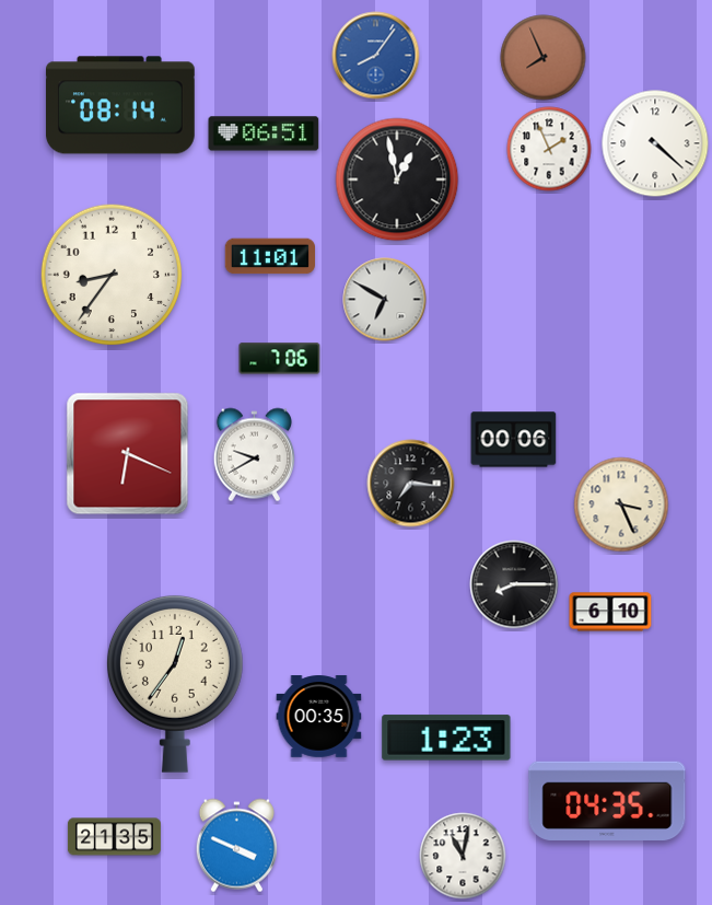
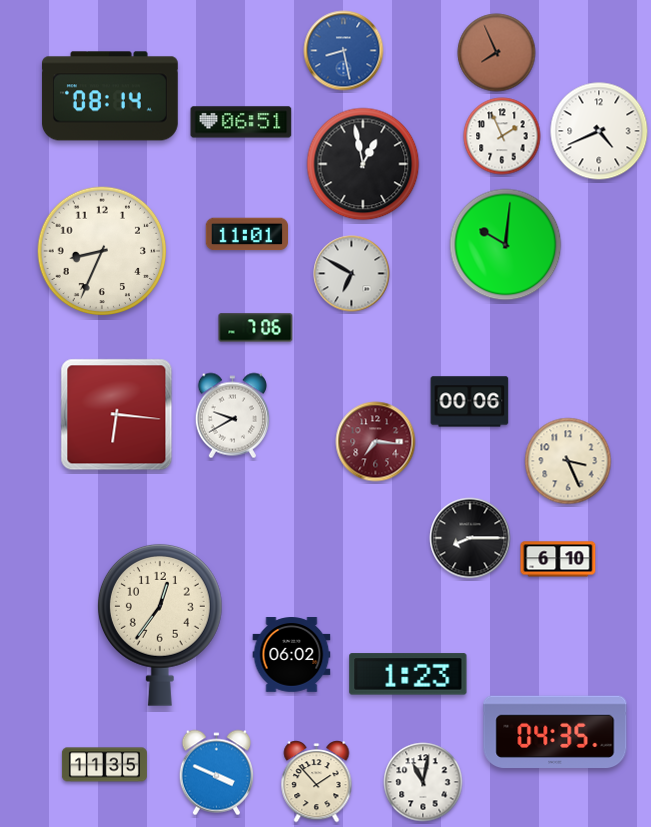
clock at (376, 56): 8:06 -> 8:28
clock at (655, 143): 4:22 -> 4:41
clock at (506, 245): none -> 10:01
clock at (112, 275): 8:36 -> 8:34
clock at (128, 454): 6:19 -> 6:16
clock at (411, 484) dial: black -> burgundy
clock at (514, 584) position: (514, 584) -> (470, 538)
clock at (319, 717): 00:35 -> 06:02
clock at (114, 837): 21:35 -> 11:35
clock at (317, 782): none -> 1:53
